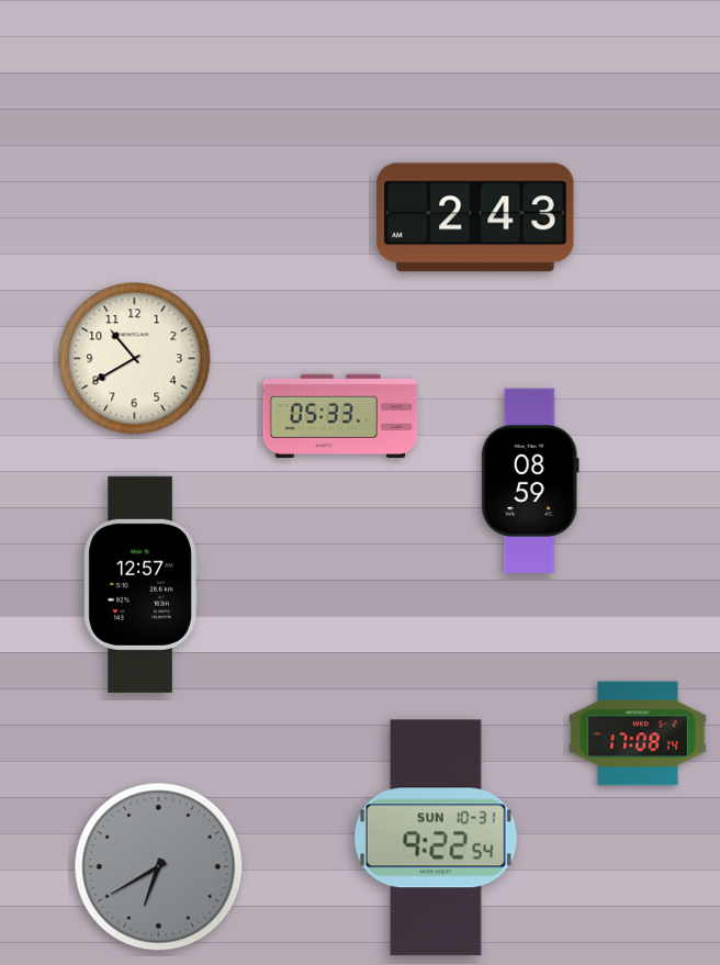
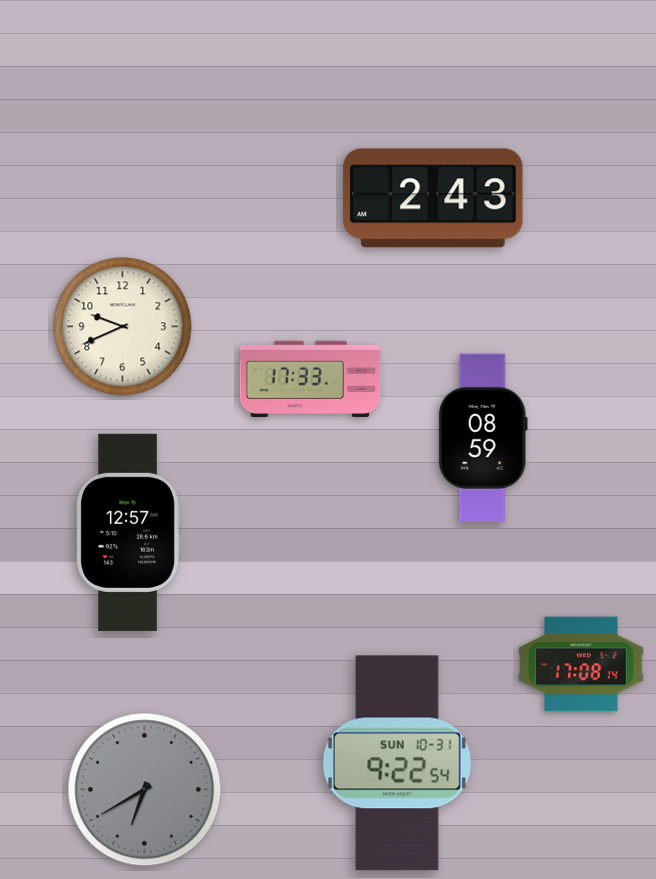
clock at (135, 359): 10:40 -> 9:41
clock at (340, 416): 05:33 -> 17:33
clock at (638, 733) position: (638, 733) -> (581, 664)
